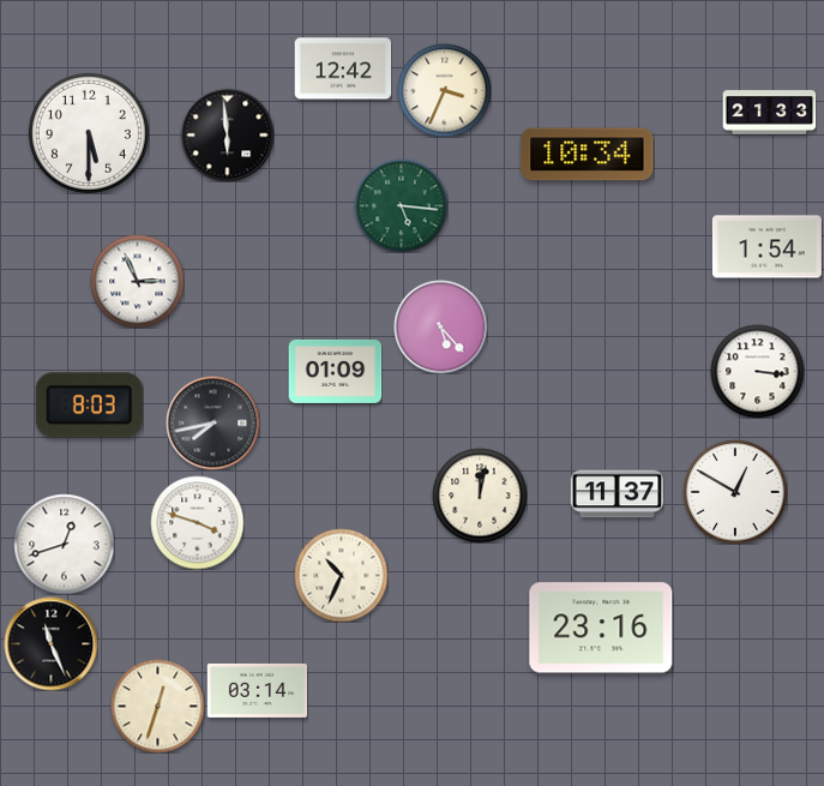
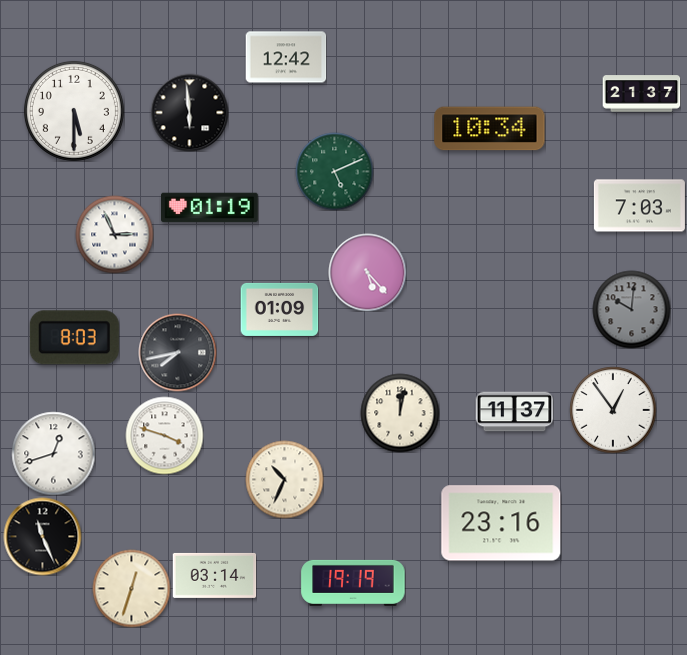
clock at (444, 90): 3:34 -> none
clock at (769, 113): 21:33 -> 21:37
clock at (401, 205): 5:16 -> 5:11
clock at (766, 247): 1:54 -> 7:03
clock at (210, 208): none -> 01:19
clock at (757, 371): 3:16 -> 10:01
clock at (757, 371) dial: white -> grey
clock at (735, 492): 12:50 -> 12:54
clock at (353, 583): none -> 19:19
